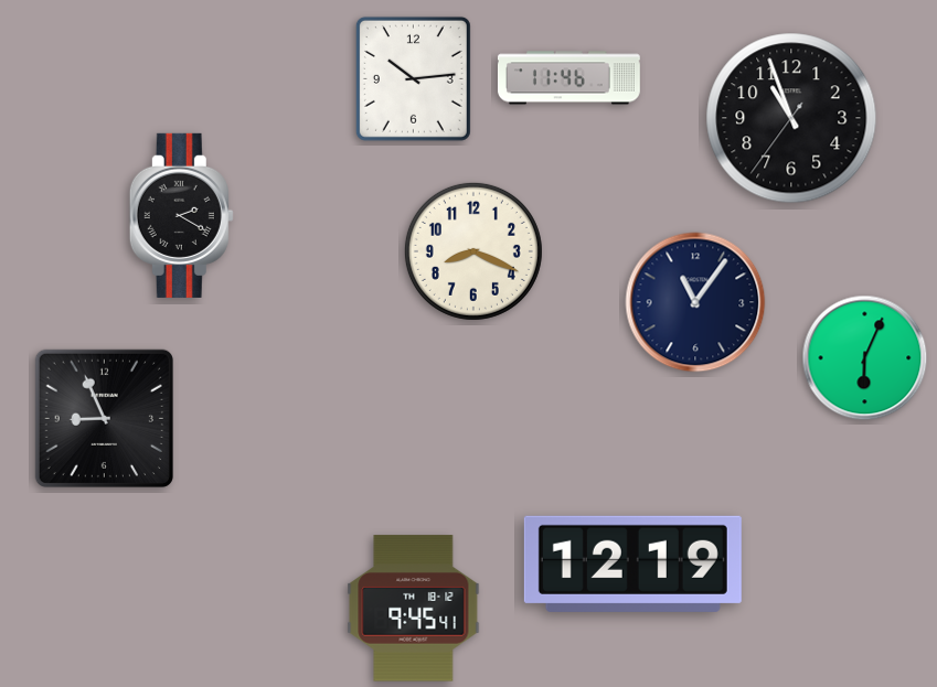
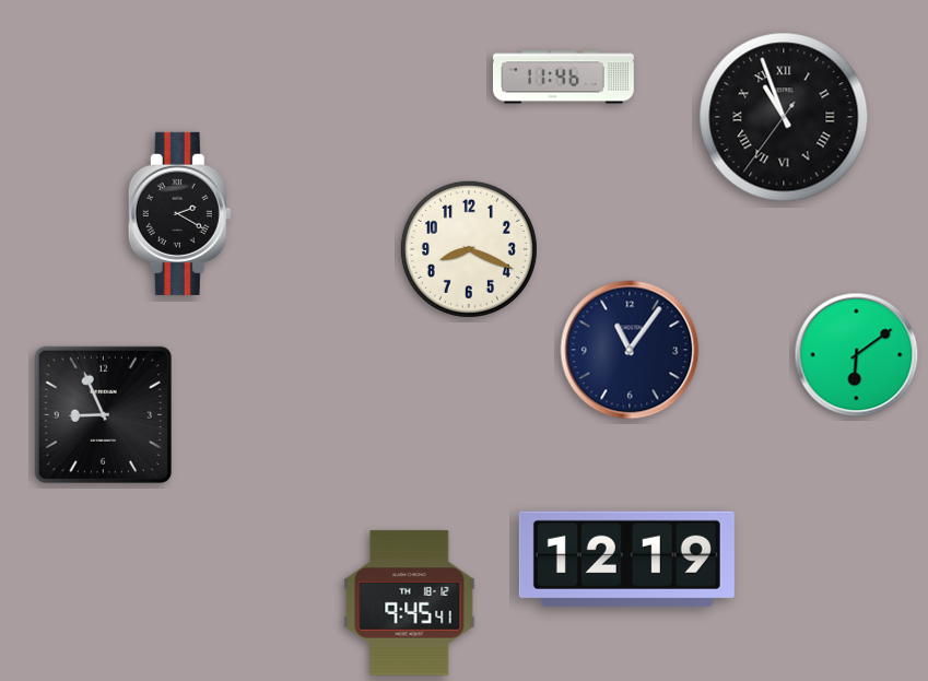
clock at (413, 78): 10:14 -> none
clock at (791, 118) numerals: Arabic -> Roman
clock at (695, 302) position: (695, 302) -> (630, 350)
clock at (865, 358): 6:04 -> 6:09
